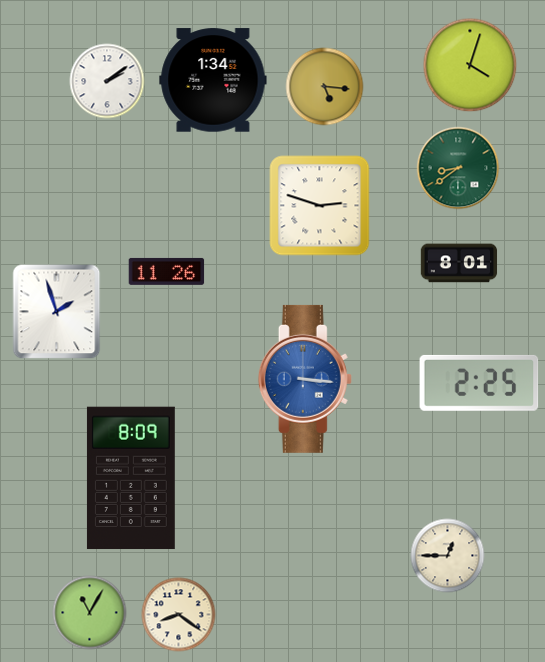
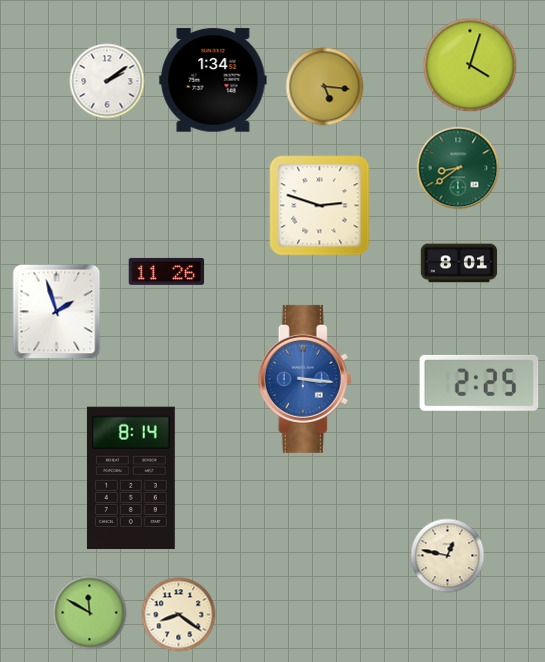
clock at (131, 478): 8:09 -> 8:14
clock at (448, 556): 12:45 -> 12:47
clock at (90, 613): 11:05 -> 11:50
